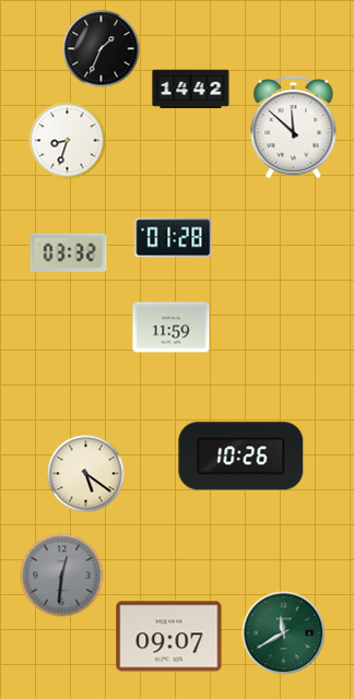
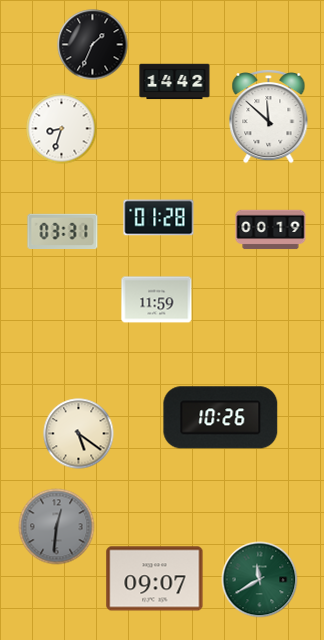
clock at (271, 230): none -> 00:19
clock at (69, 253): 03:32 -> 03:31
clock at (169, 637) position: (169, 637) -> (155, 579)
